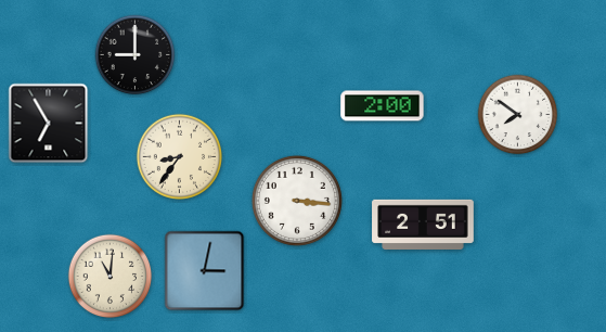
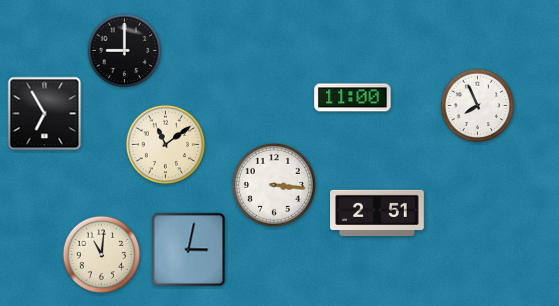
clock at (383, 106): 2:00 -> 11:00
clock at (518, 115): 7:51 -> 7:56
clock at (179, 156): 8:36 -> 11:09
clock at (423, 224) position: (423, 224) -> (377, 212)
